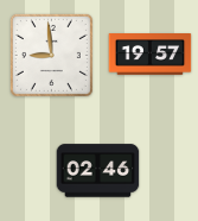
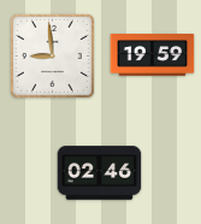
clock at (151, 55): 19:57 -> 19:59
